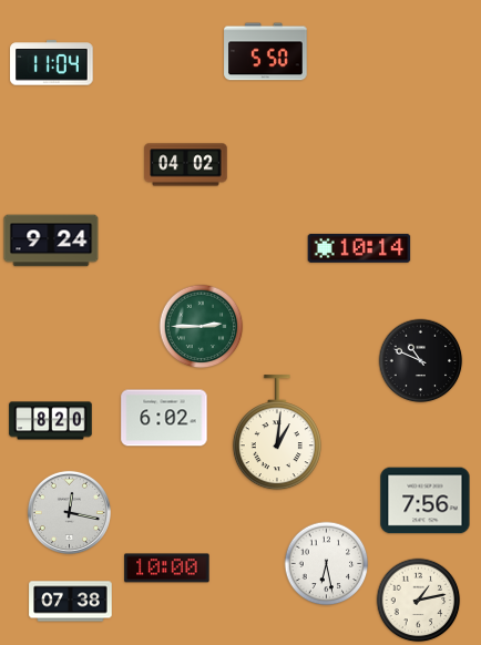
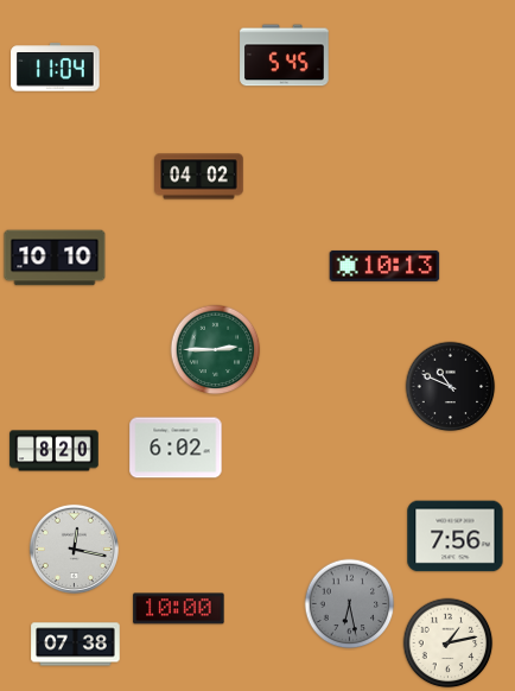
clock at (266, 52): 5:50 -> 5:45
clock at (51, 240): 9:24 -> 10:10
clock at (359, 248): 10:14 -> 10:13
clock at (277, 433): 1:01 -> none
clock at (327, 564) dial: white -> grey
